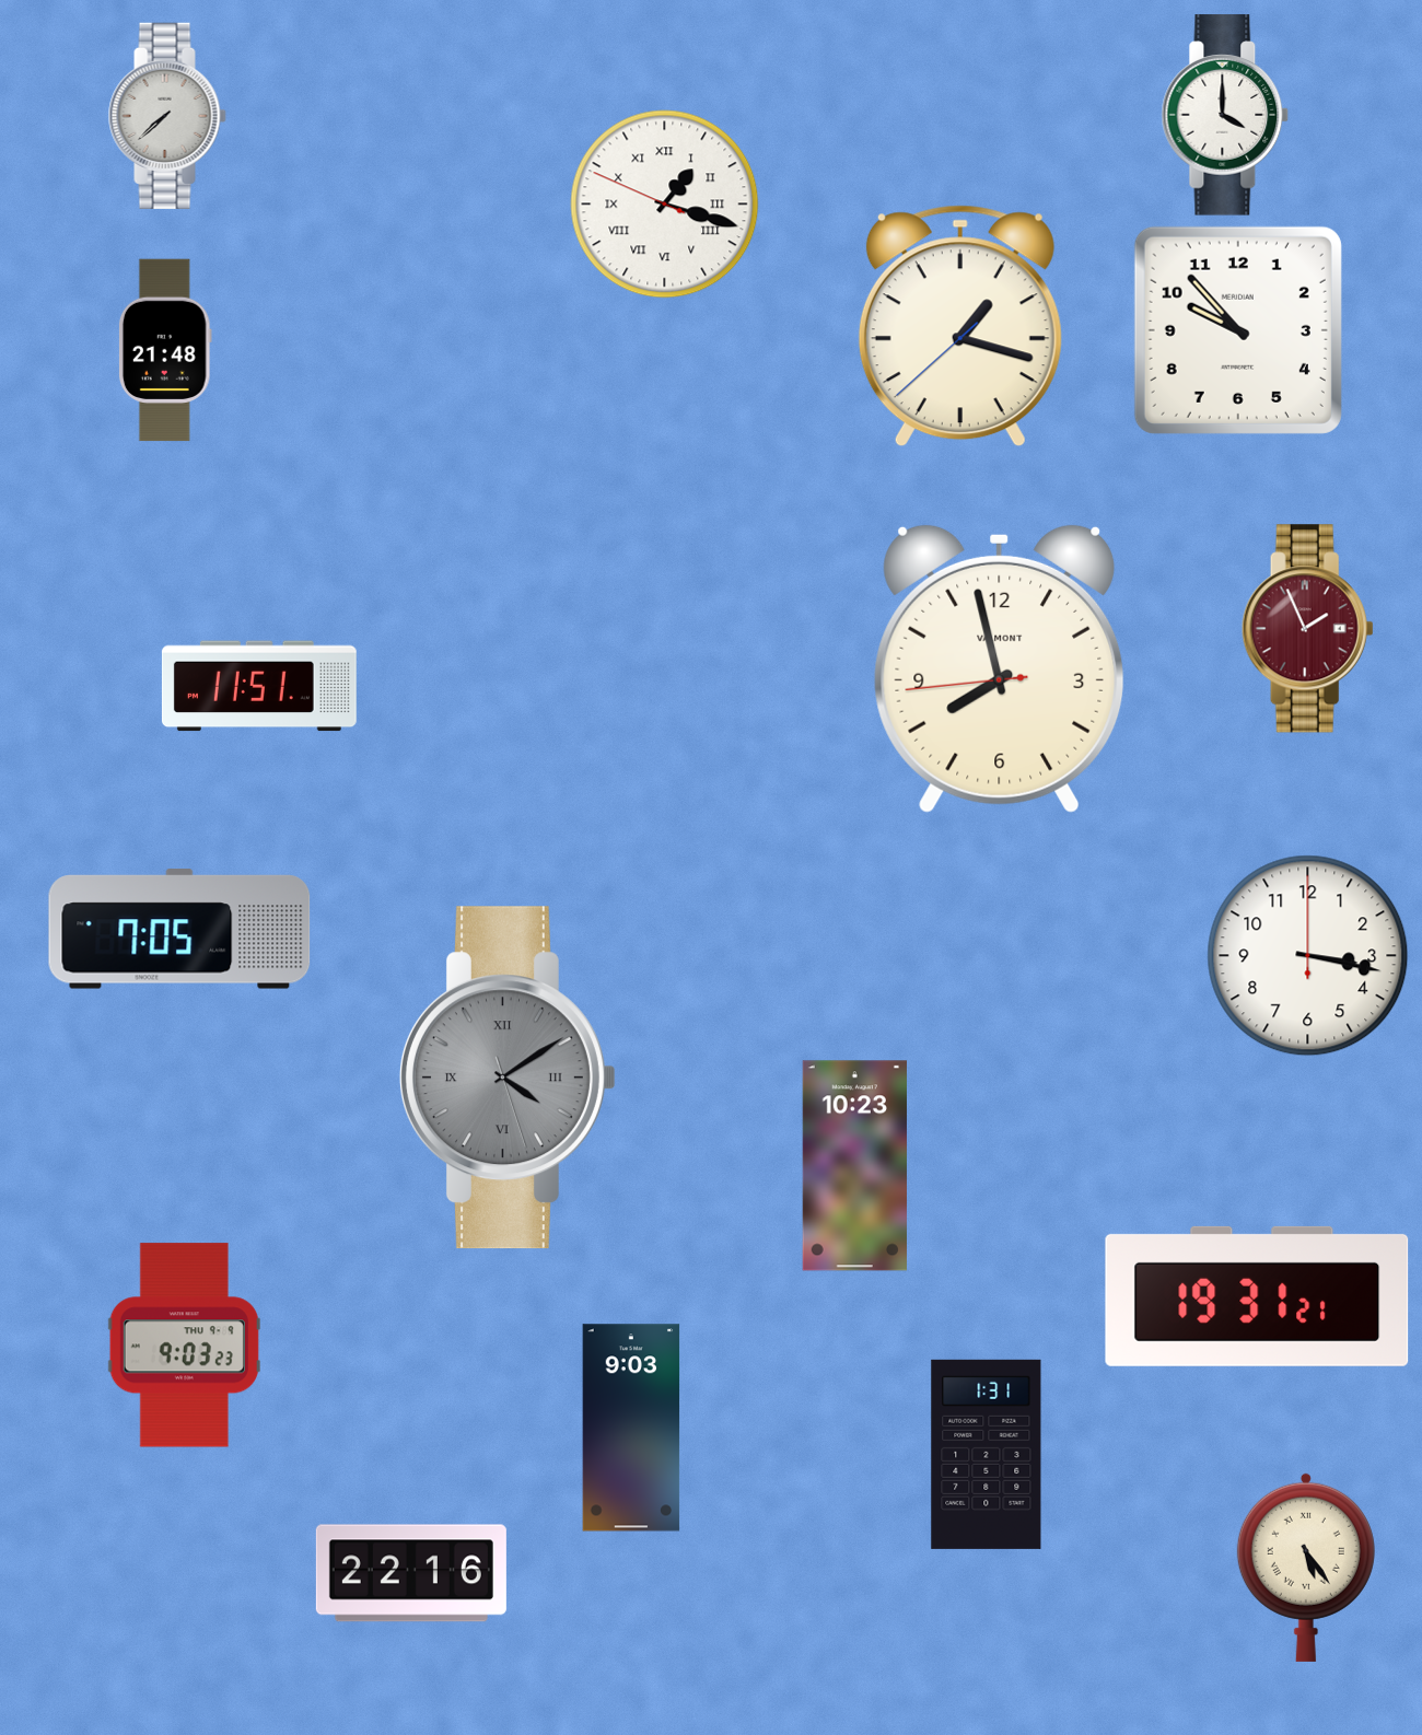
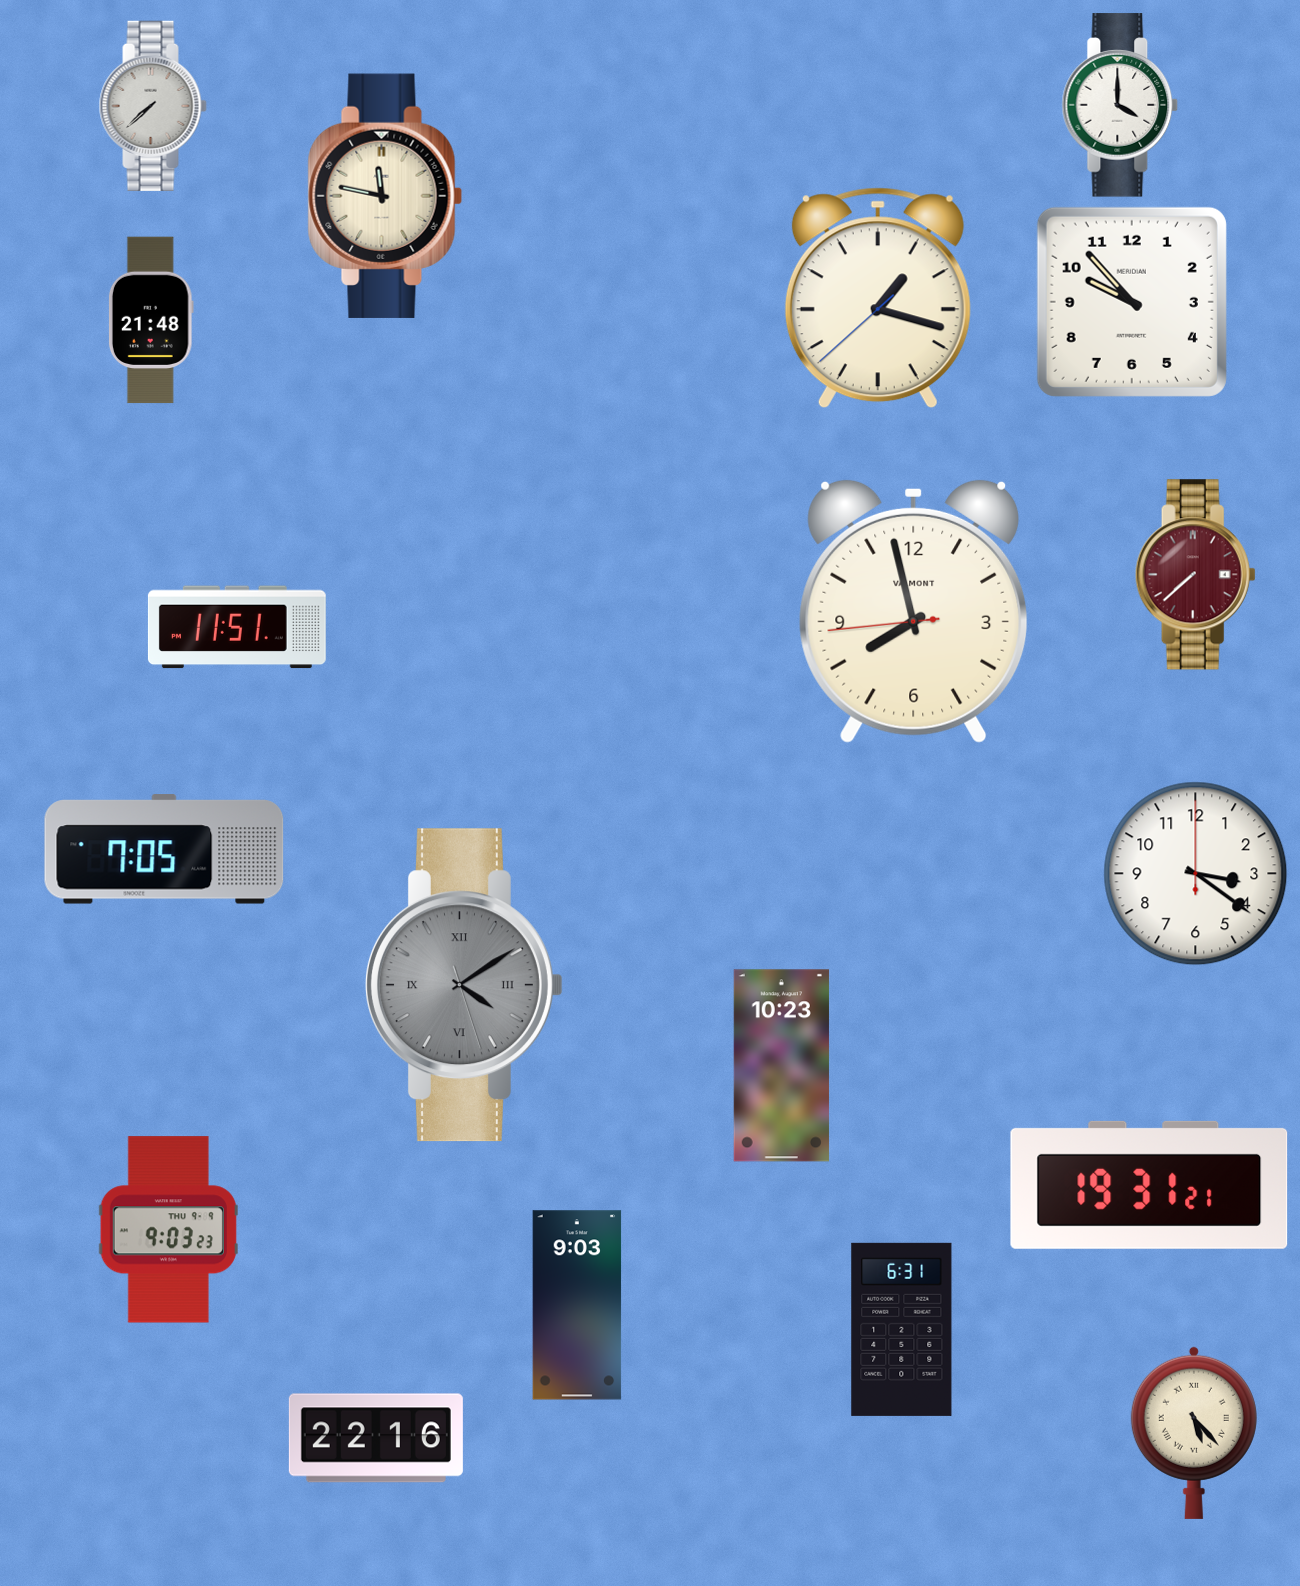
clock at (665, 205): 1:17 -> none
clock at (385, 196): none -> 11:47
clock at (1307, 629): 1:56 -> 7:38
clock at (1308, 956): 3:17 -> 3:21
clock at (987, 1454): 1:31 -> 6:31
clock at (1306, 1568): 5:24 -> 5:23
